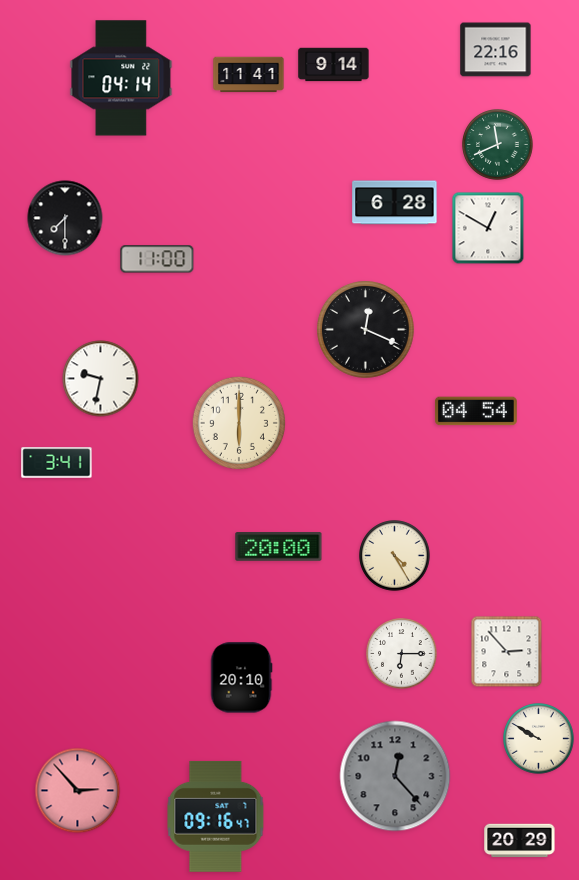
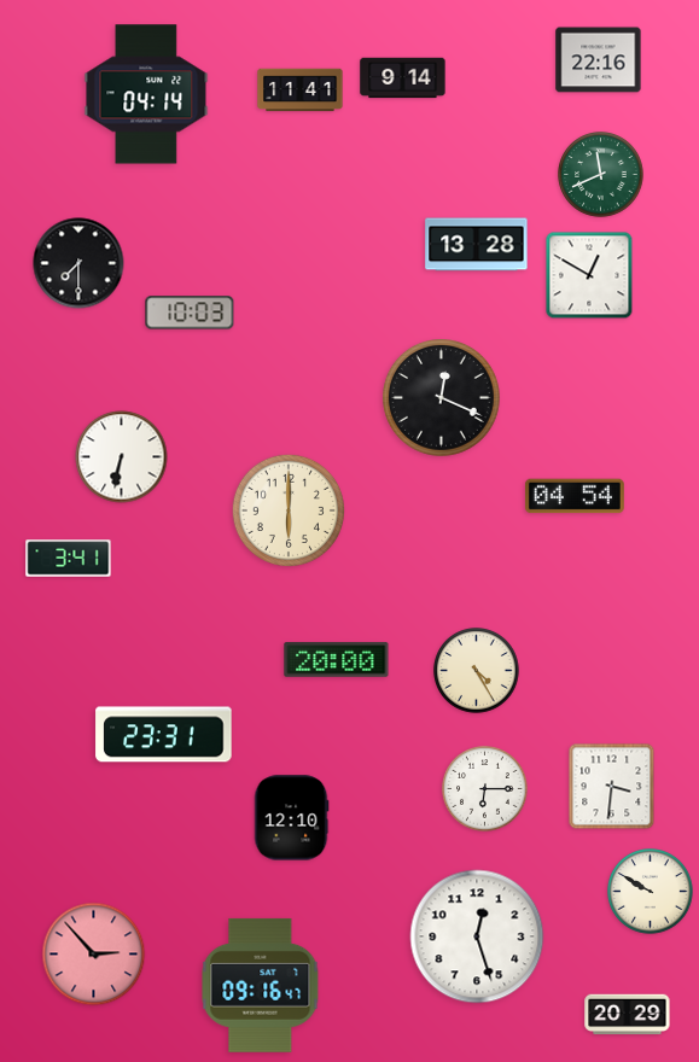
clock at (395, 203): 6:28 -> 13:28
clock at (157, 259): 11:00 -> 10:03
clock at (101, 379): 9:32 -> 6:32
clock at (164, 735): none -> 23:31
clock at (507, 652): 2:53 -> 3:31
clock at (241, 678): 20:10 -> 12:10
clock at (395, 776): 12:23 -> 12:27
clock at (395, 776) dial: grey -> white
